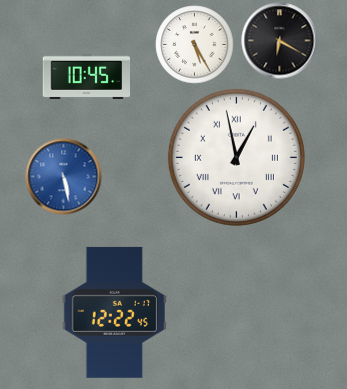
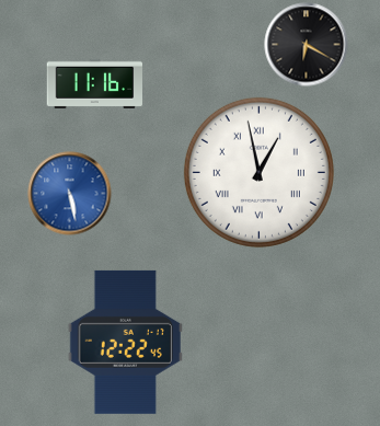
clock at (195, 45): 5:25 -> none
clock at (86, 76): 10:45 -> 11:16
